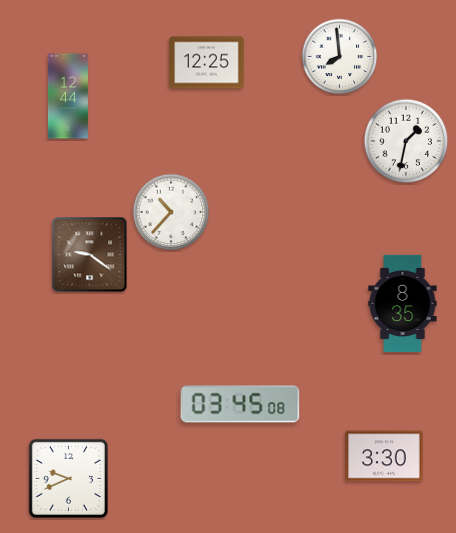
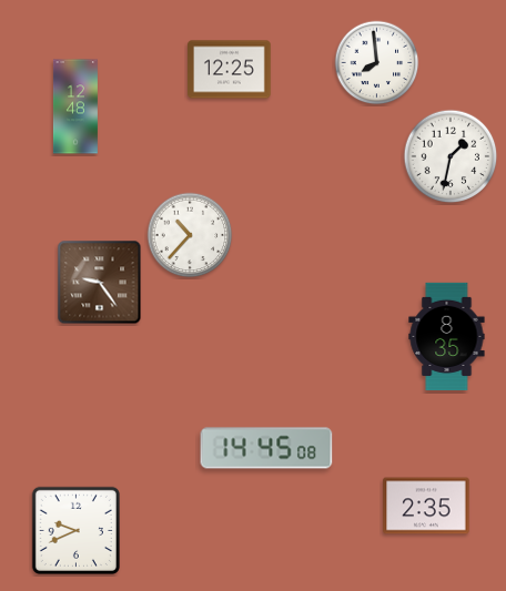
clock at (68, 96): 12:44 -> 12:48
clock at (90, 255): 9:21 -> 9:24
clock at (240, 404): 03:45 -> 14:45
clock at (384, 456): 3:30 -> 2:35
